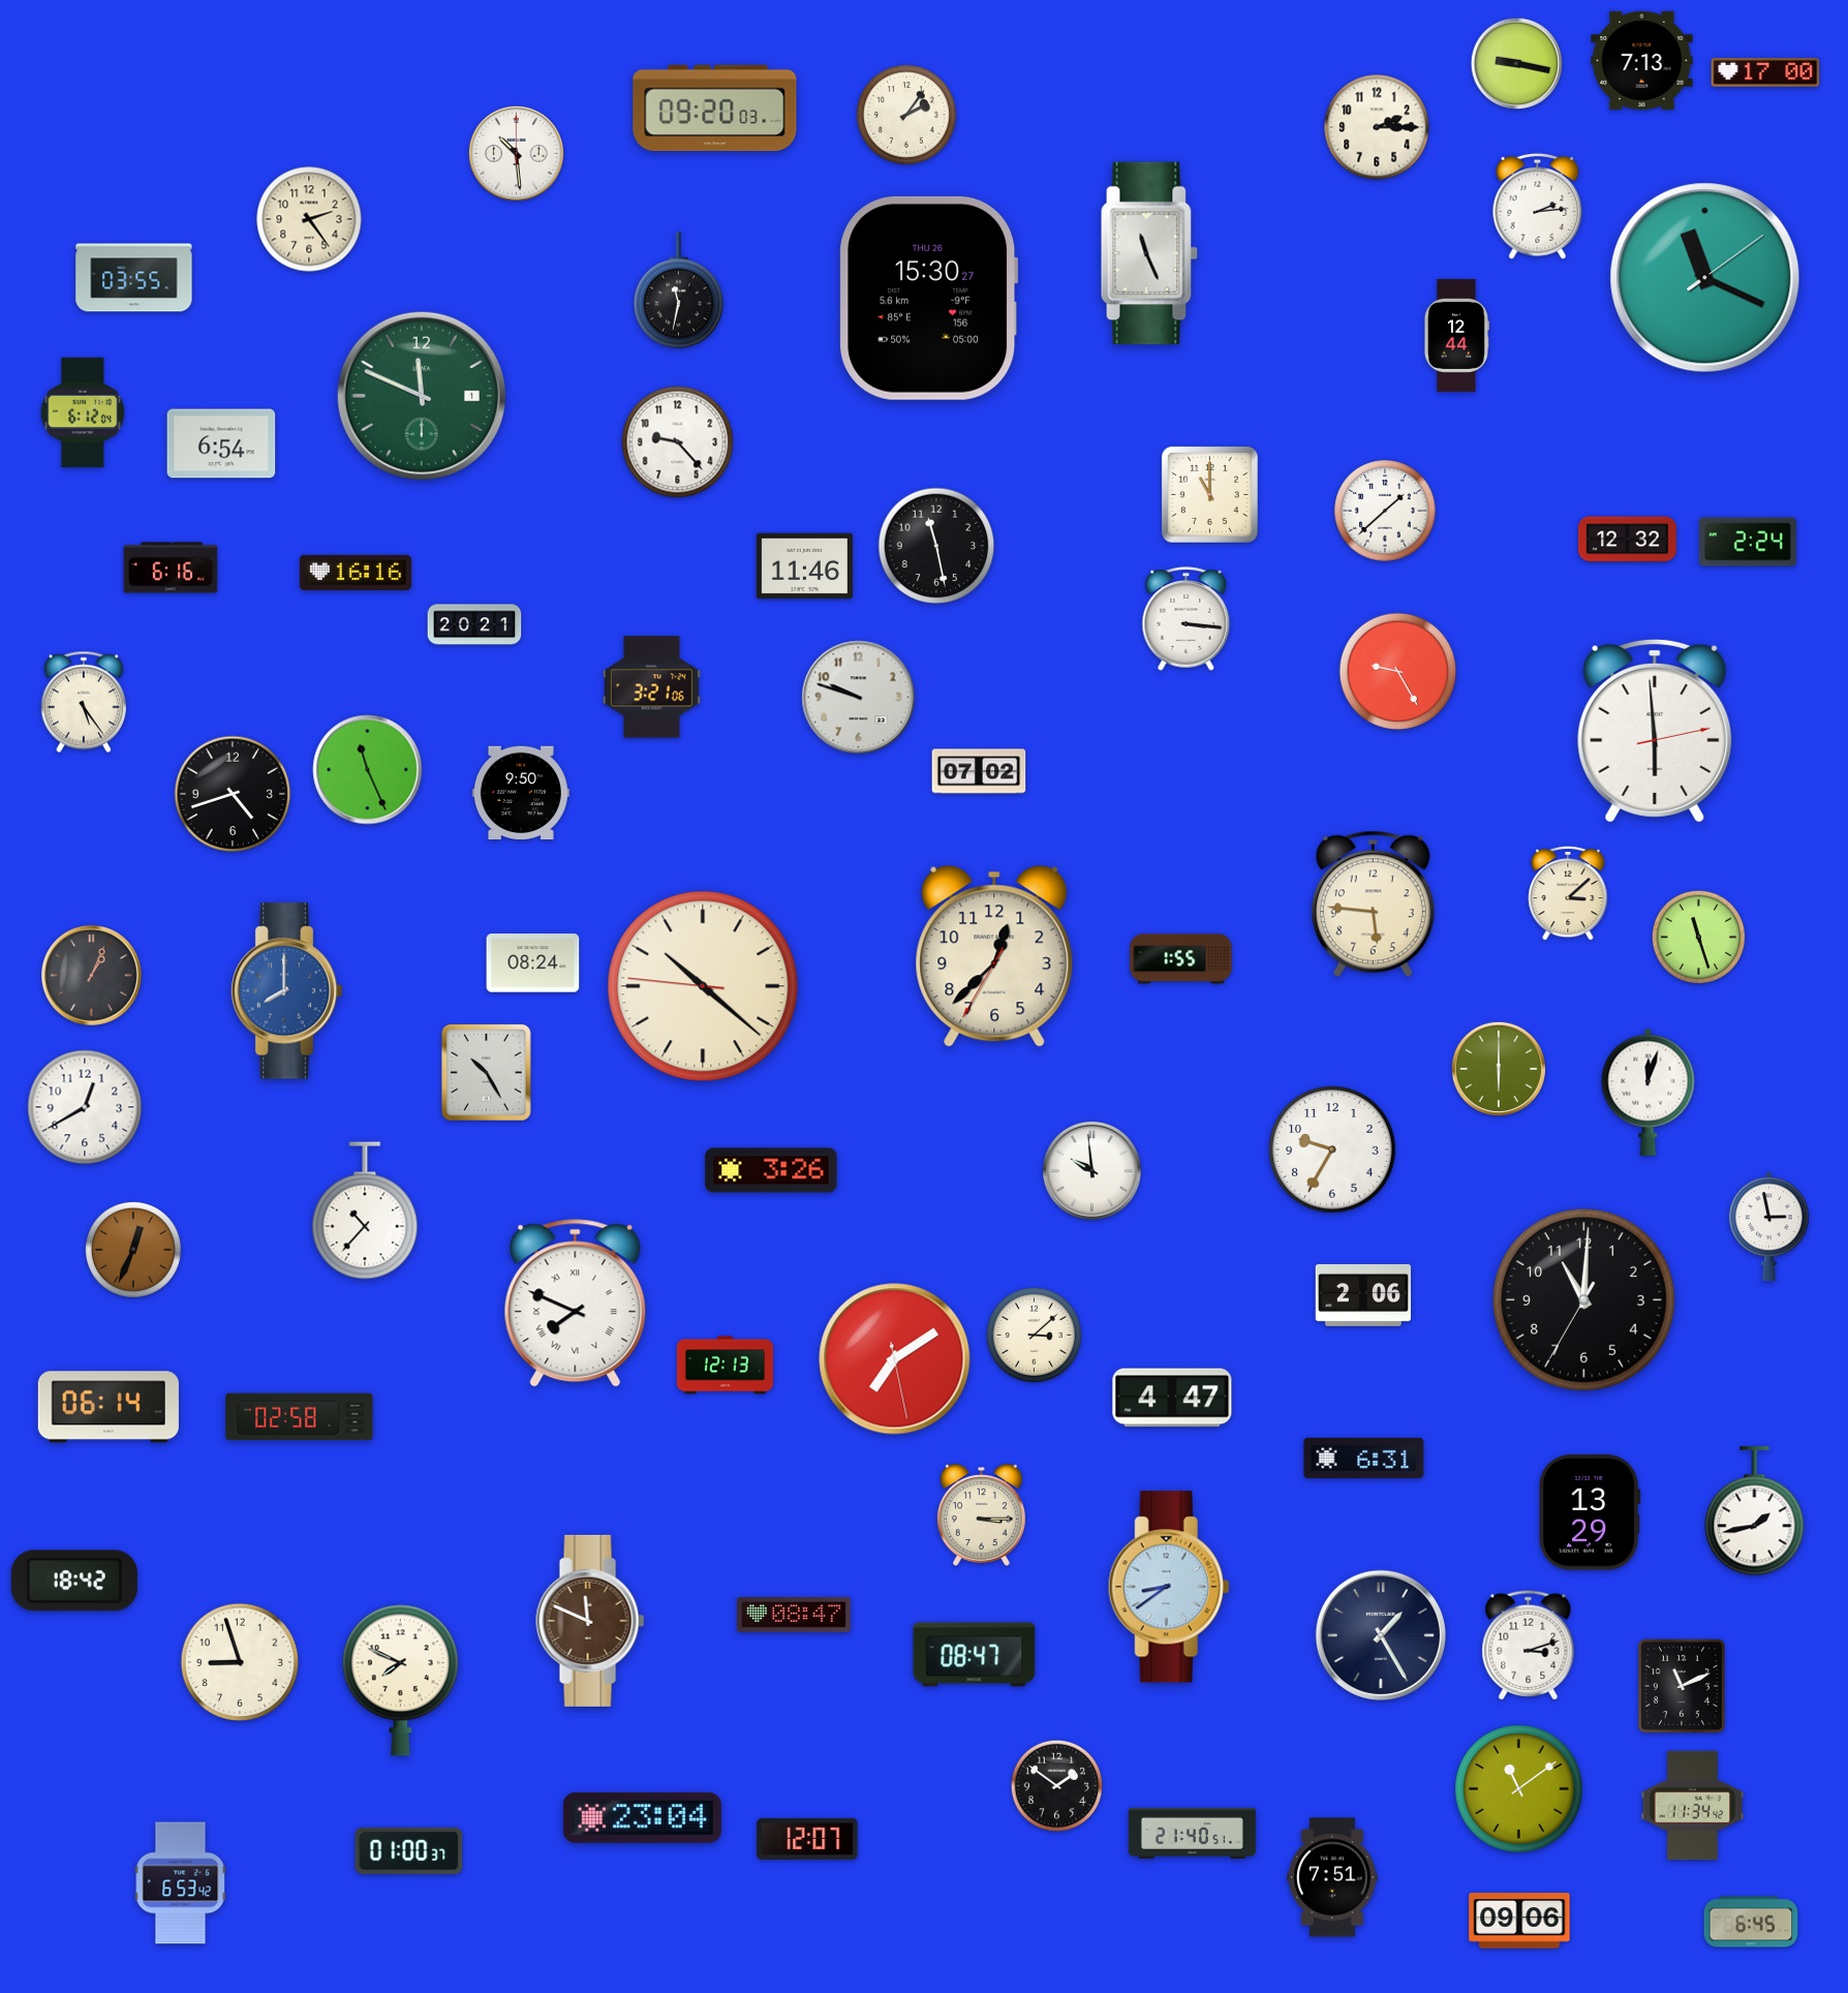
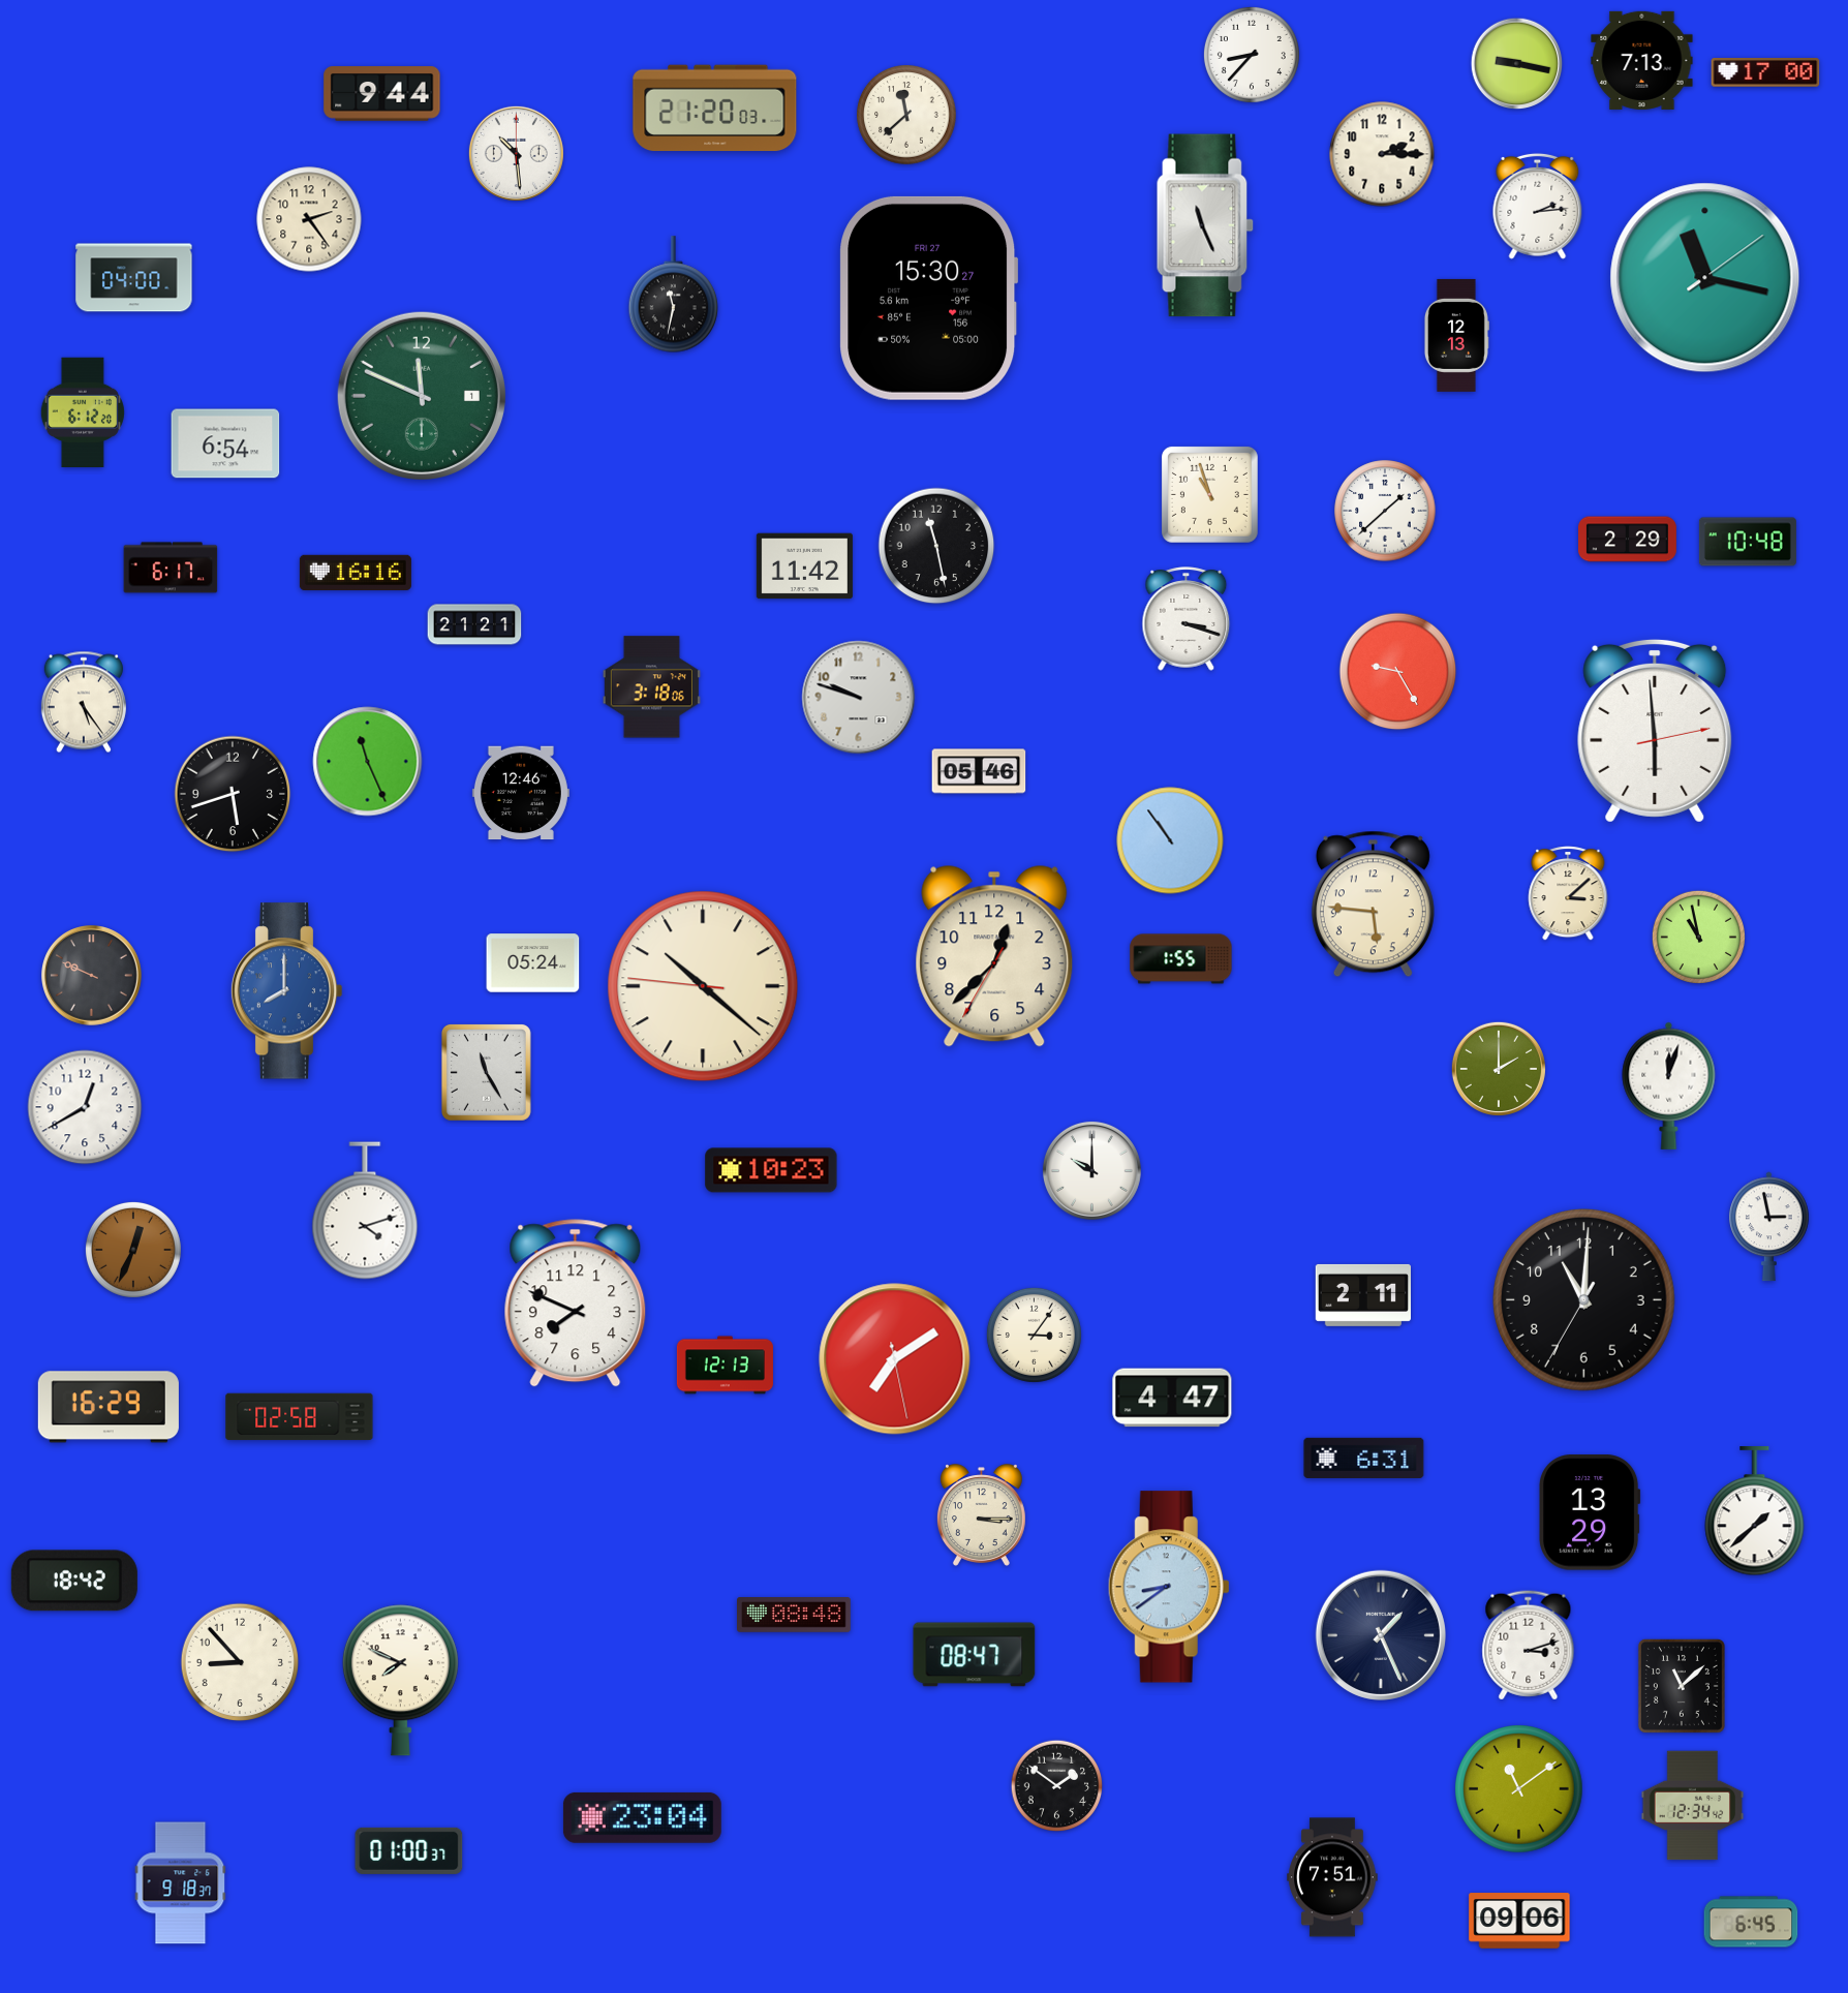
clock at (1252, 55): none -> 8:37
clock at (382, 94): none -> 9:44
clock at (715, 109): 09:20 -> 21:20
clock at (906, 115): 2:06 -> 11:38
clock at (1377, 127) position: (1377, 127) -> (1382, 154)
clock at (1149, 253) position: (1149, 253) -> (1205, 225)
clock at (134, 278): 03:55 -> 04:00
clock at (1705, 278): 11:19 -> 11:17
clock at (679, 290) position: (679, 290) -> (674, 295)
clock at (929, 298) date: THU 26 -> FRI 27
clock at (1456, 335): 12:44 -> 12:13
clock at (83, 412): 6:12:04 -> 6:12:20
clock at (678, 442): 9:23 -> none
clock at (221, 443) position: (221, 443) -> (225, 443)
clock at (1209, 494): 11:00 -> 10:57
clock at (1628, 540): 12:32 -> 2:29
clock at (1748, 542): 2:24 -> 10:48
clock at (804, 566): 11:46 -> 11:42
clock at (171, 568): 6:16 -> 6:17
clock at (1187, 619): 3:16 -> 3:18
clock at (474, 624): 20:21 -> 21:21
clock at (651, 687): 3:21 -> 3:18
clock at (368, 770) position: (368, 770) -> (368, 762)
clock at (979, 771): 07:02 -> 05:46
clock at (521, 793): 9:50 -> 12:46
clock at (233, 794): 4:42 -> 5:42
clock at (1170, 840): none -> 10:54
clock at (1698, 937): 11:27 -> 10:58
clock at (533, 963): 08:24 -> 05:24
clock at (92, 976): 1:04 -> 9:49
clock at (1499, 1069): 6:00 -> 2:00
clock at (486, 1072): 10:25 -> 11:25
clock at (1649, 1092) position: (1649, 1092) -> (1669, 1085)
clock at (1332, 1149): 9:35 -> none
clock at (771, 1170): 3:26 -> 10:23
clock at (1091, 1170): 9:59 -> 10:00
clock at (365, 1210): 10:37 -> 4:12
clock at (1362, 1295): 2:06 -> 2:11
clock at (576, 1304) numerals: Roman -> Arabic
clock at (1034, 1335): 3:08 -> 3:06
clock at (109, 1407): 06:14 -> 16:29
clock at (1755, 1512): 1:43 -> 1:38
clock at (795, 1616): 08:47 -> 08:48
clock at (590, 1621): 11:49 -> none
clock at (1381, 1635): 1:25 -> 1:26
clock at (240, 1662): 8:57 -> 8:53
clock at (1682, 1686): 11:11 -> 11:08
clock at (1693, 1806): 11:34 -> 12:34
clock at (1192, 1833): 21:40 -> none
clock at (807, 1839): 12:07 -> none
clock at (181, 1883): 6:53 -> 9:18
